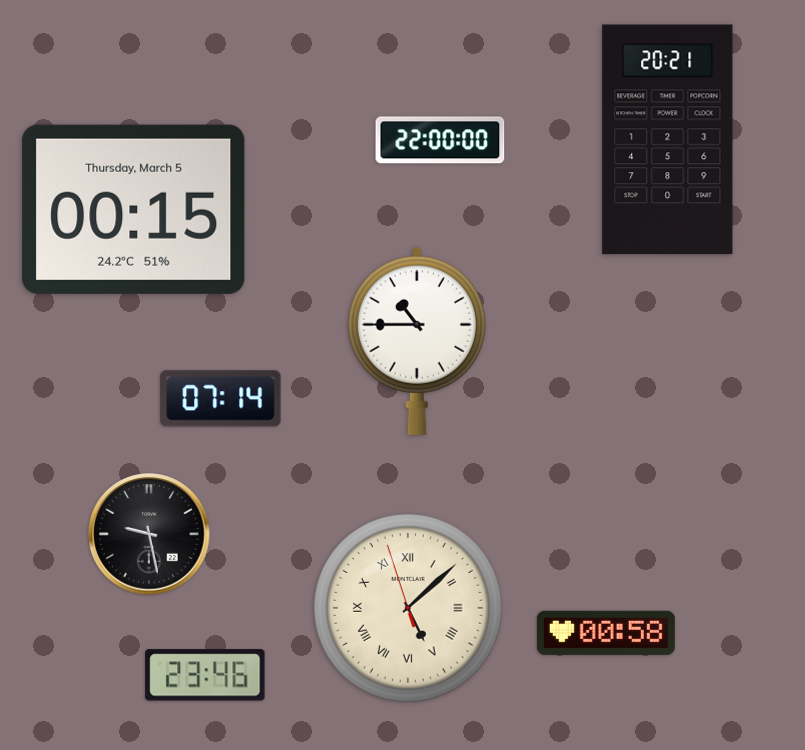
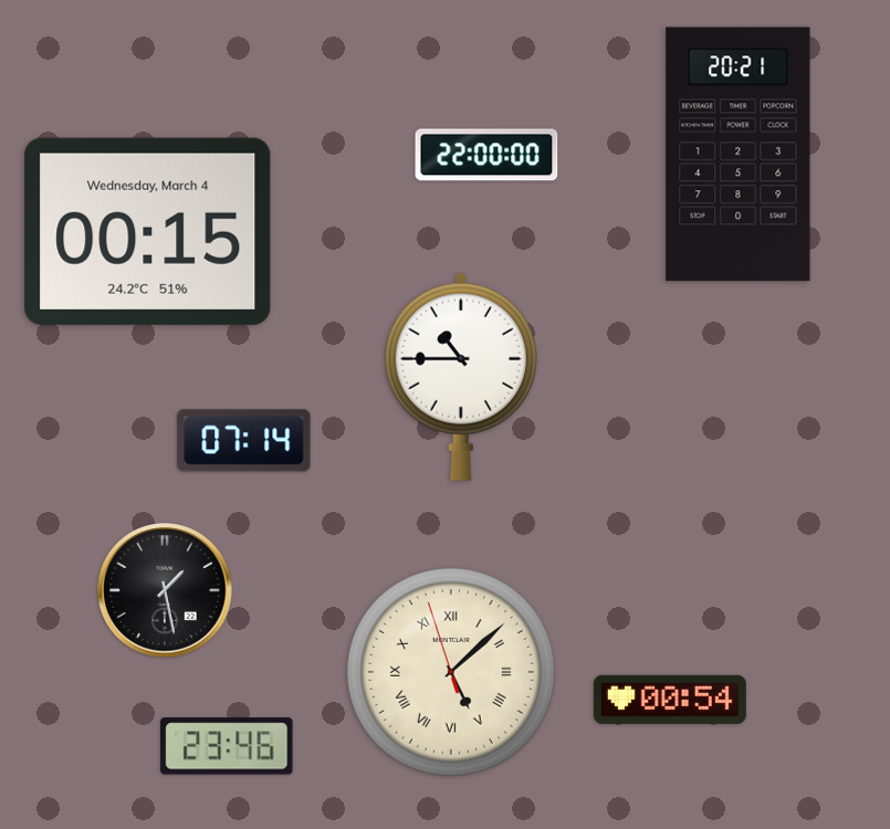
clock at (134, 209) date: Thursday, March 5 -> Wednesday, March 4
clock at (149, 534): 9:28 -> 1:28
clock at (606, 633): 00:58 -> 00:54
